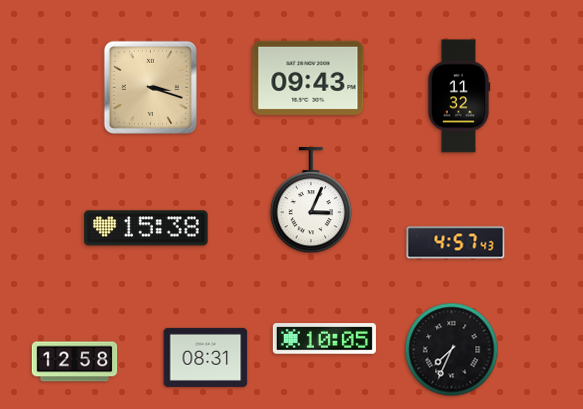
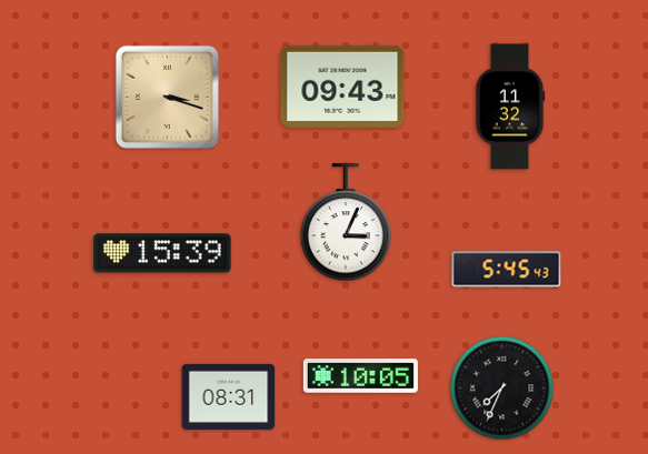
clock at (146, 228): 15:38 -> 15:39
clock at (456, 243): 4:57 -> 5:45
clock at (75, 362): 12:58 -> none
